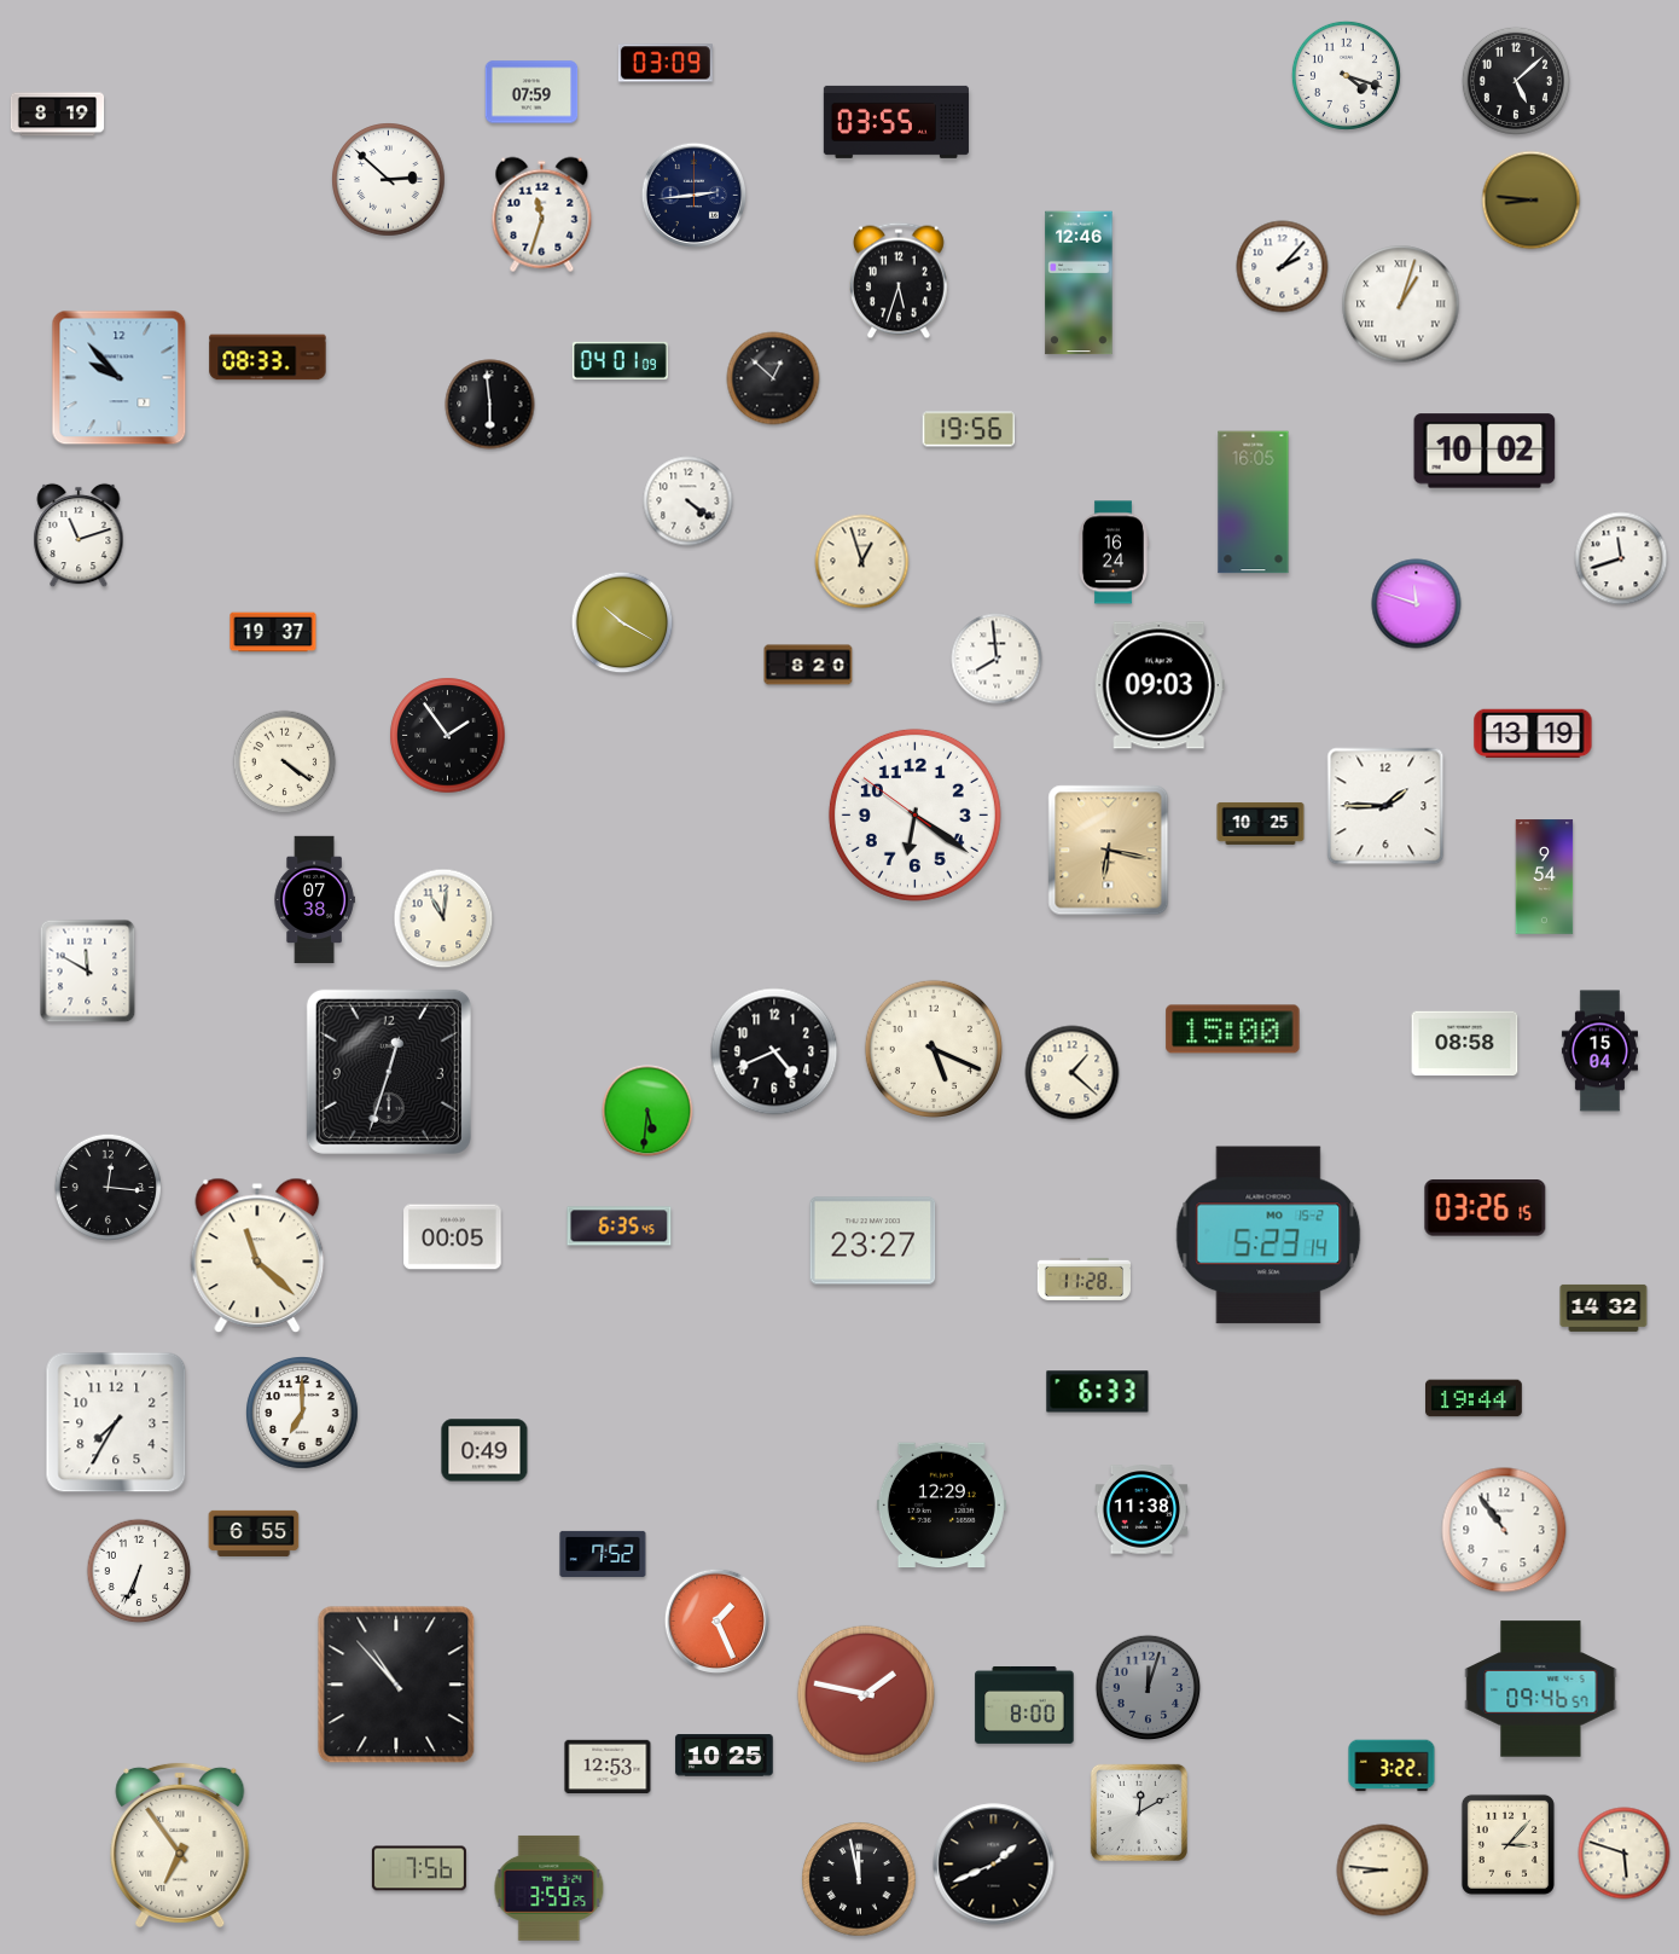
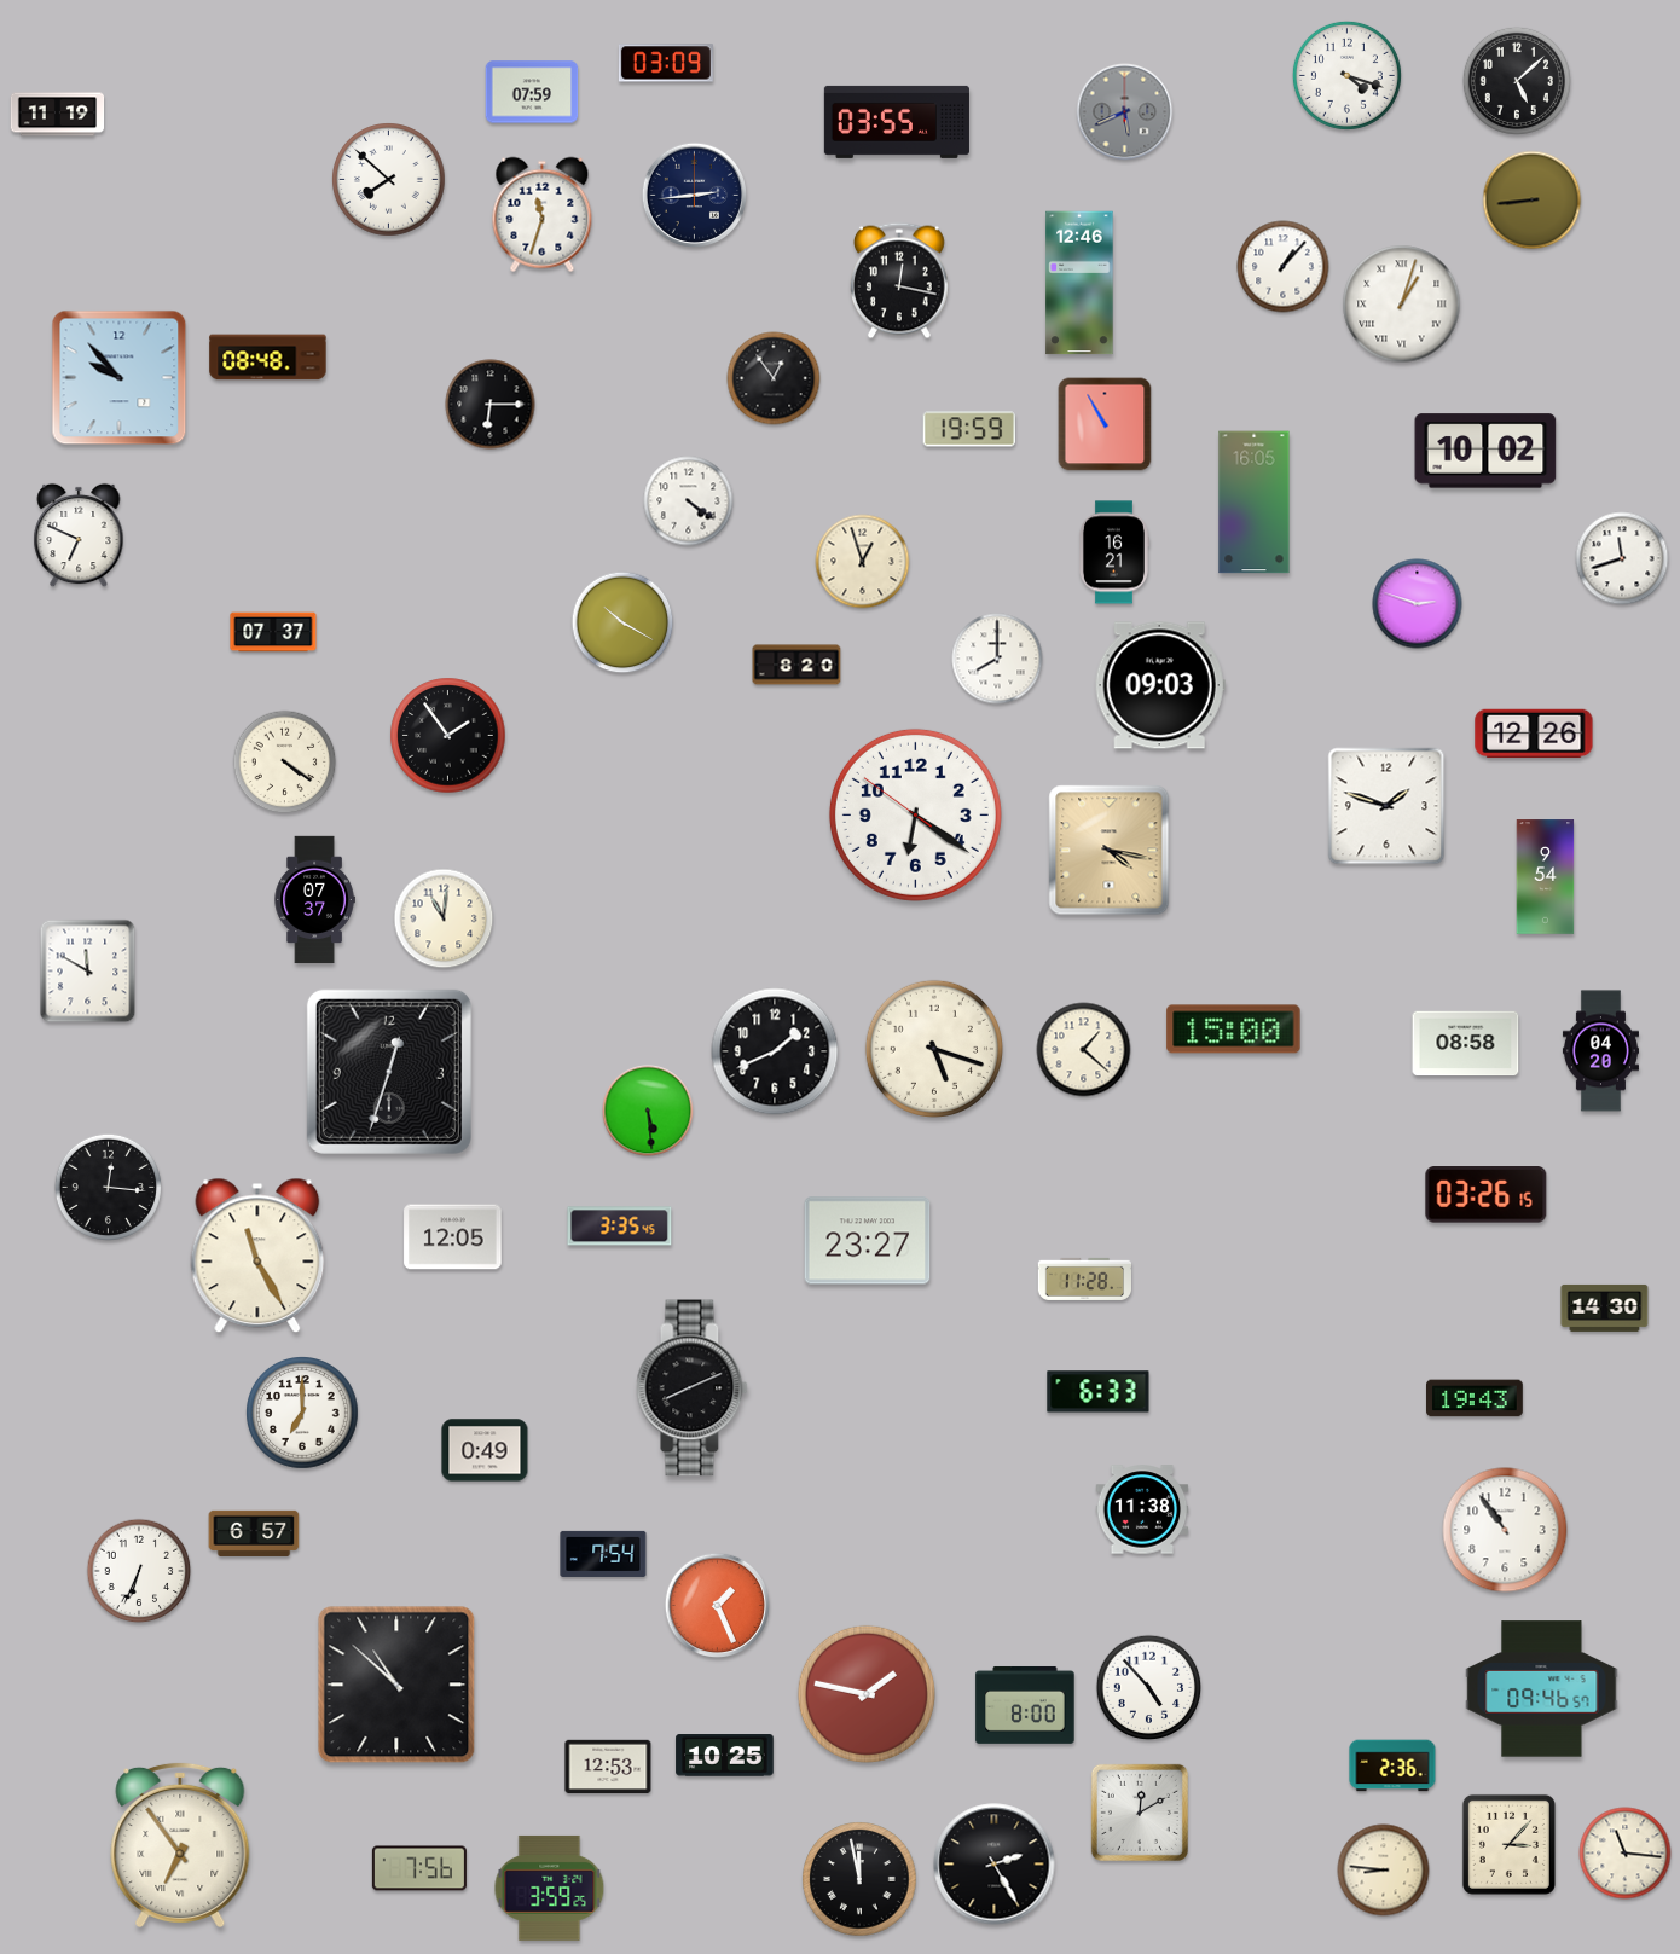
clock at (1125, 112): none -> 5:41
clock at (58, 115): 8:19 -> 11:19
clock at (389, 180): 2:52 -> 7:52
clock at (1532, 201): 8:46 -> 8:44
clock at (1283, 267): 2:07 -> 1:07
clock at (899, 280): 5:33 -> 12:17
clock at (268, 358): 08:33 -> 08:48
clock at (620, 360): 04:01 -> none
clock at (773, 378): 12:52 -> 12:54
clock at (490, 405): 5:59 -> 6:15
clock at (1105, 424): none -> 10:55
clock at (968, 429): 19:56 -> 19:59
clock at (79, 535): 11:12 -> 6:49
clock at (1112, 552): 16:24 -> 16:21
clock at (1417, 604): 11:48 -> 2:48
clock at (273, 632): 19:37 -> 07:37
clock at (997, 659): 7:59 -> 8:00
clock at (808, 665) position: (808, 665) -> (796, 665)
clock at (1533, 734): 13:19 -> 12:26
clock at (1385, 806): 1:45 -> 1:48
clock at (1261, 823): 10:25 -> none
clock at (1109, 851): 6:17 -> 4:17
clock at (314, 900): 07:38 -> 07:37
clock at (934, 1049): 5:19 -> 5:18
clock at (774, 1051): 4:41 -> 1:41
clock at (1599, 1051): 15:04 -> 04:20
clock at (1073, 1073) position: (1073, 1073) -> (1084, 1050)
clock at (647, 1111): 5:31 -> 5:29
clock at (1486, 1208) position: (1486, 1208) -> (1487, 1195)
clock at (620, 1227): 6:35 -> 3:35
clock at (1268, 1235): 5:23 -> none
clock at (453, 1237): 00:05 -> 12:05
clock at (873, 1241) position: (873, 1241) -> (868, 1241)
clock at (257, 1256): 11:22 -> 11:25
clock at (1604, 1308): 14:32 -> 14:30
clock at (693, 1388): none -> 8:11
clock at (1475, 1398): 19:44 -> 19:43
clock at (116, 1422): 7:35 -> none
clock at (941, 1506): 12:29 -> none
clock at (254, 1533): 6:55 -> 6:57
clock at (603, 1554): 7:52 -> 7:54
clock at (718, 1622) position: (718, 1622) -> (718, 1606)
clock at (396, 1685): 10:53 -> 10:52
clock at (1149, 1688): 12:03 -> 4:53
clock at (1149, 1688) dial: grey -> white
clock at (1392, 1765): 3:22 -> 2:36
clock at (1625, 1854): 5:48 -> 11:16
clock at (994, 1865): 1:41 -> 2:25
